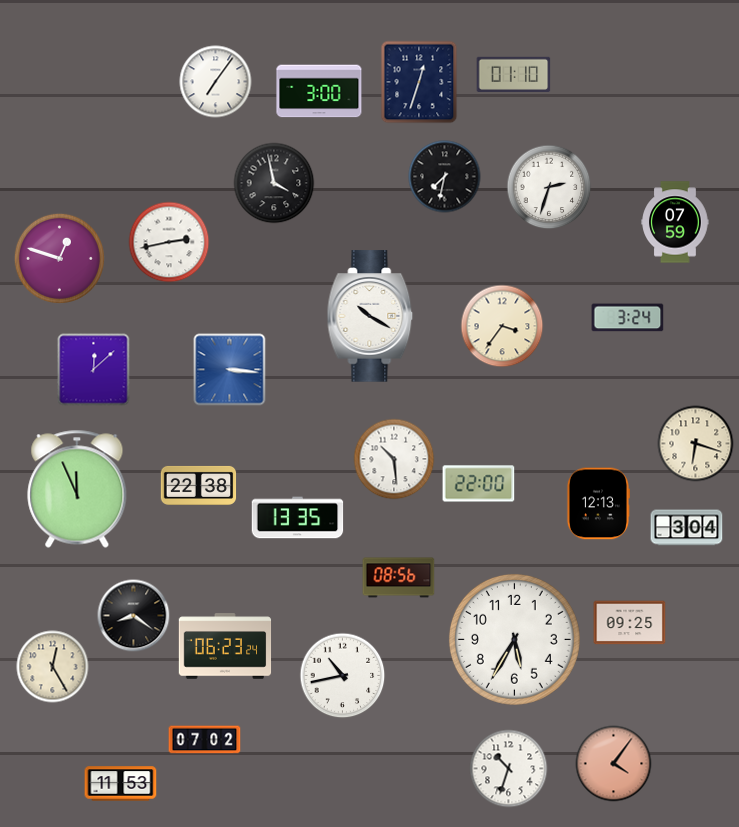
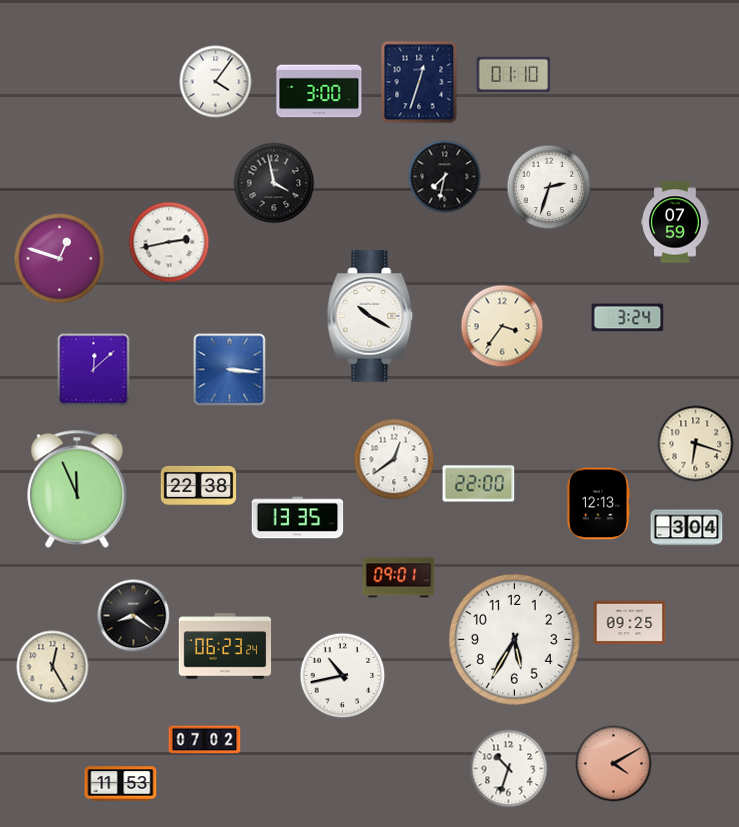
clock at (216, 82): 7:06 -> 4:06
clock at (394, 459): 10:29 -> 12:39
clock at (399, 578): 08:56 -> 09:01
clock at (614, 764): 4:06 -> 4:10
